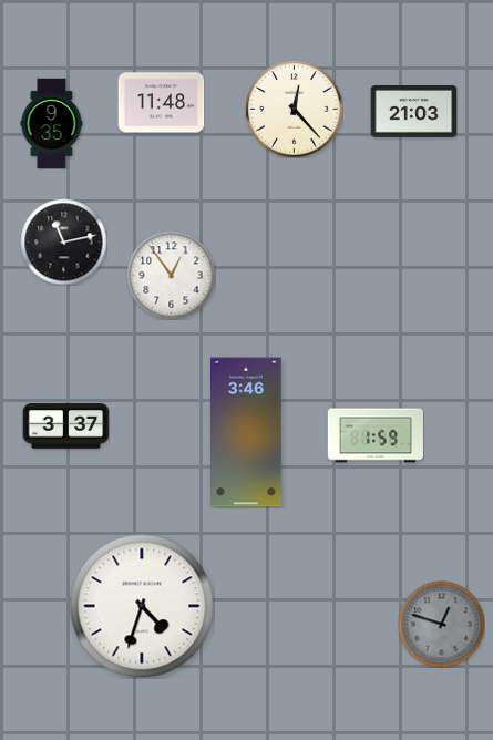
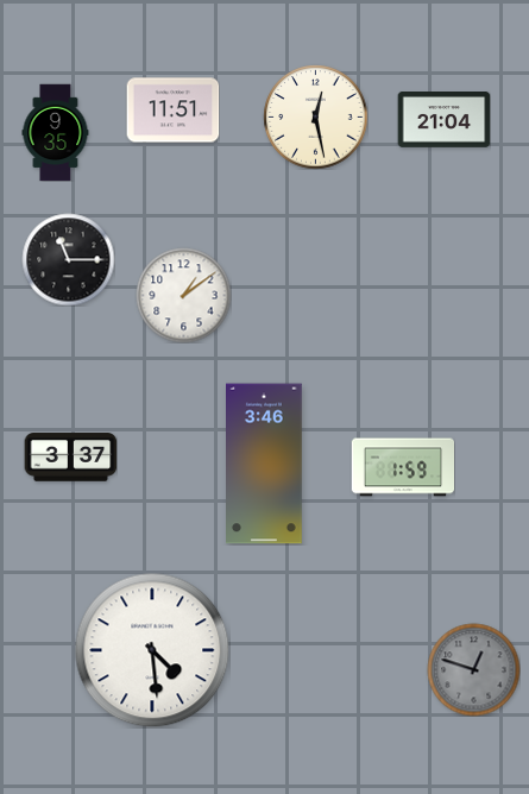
clock at (161, 103): 11:48 -> 11:51
clock at (294, 109): 12:23 -> 12:28
clock at (413, 112): 21:03 -> 21:04
clock at (63, 241): 11:13 -> 11:15
clock at (171, 275): 12:54 -> 1:09
clock at (142, 606): 4:33 -> 4:29
